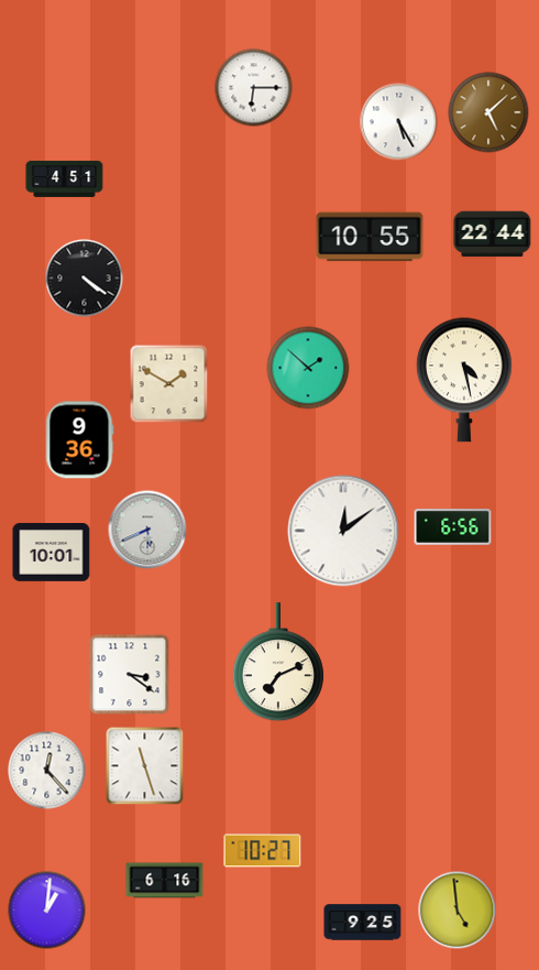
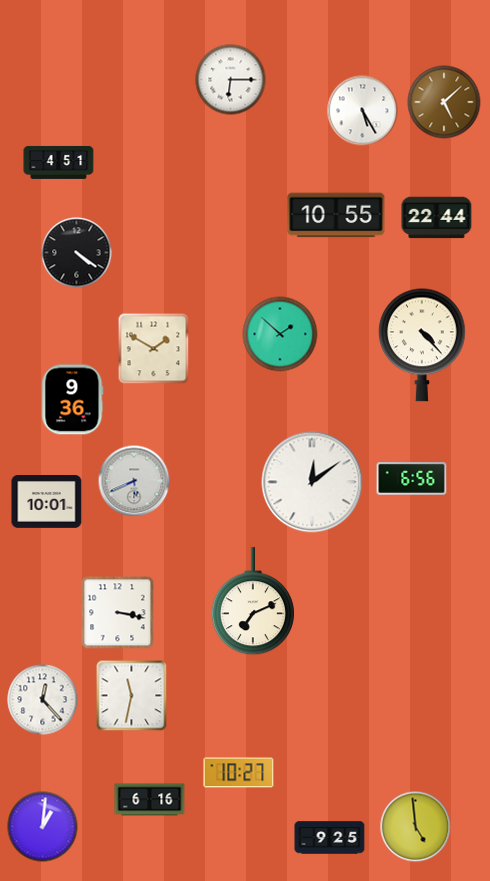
clock at (493, 235) position: (493, 235) -> (437, 218)
clock at (464, 380): 4:28 -> 4:23
clock at (130, 675): 3:21 -> 3:17
clock at (145, 766): 11:27 -> 11:32
